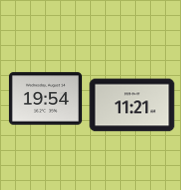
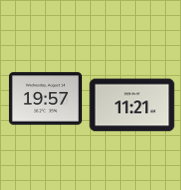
clock at (45, 99): 19:54 -> 19:57
